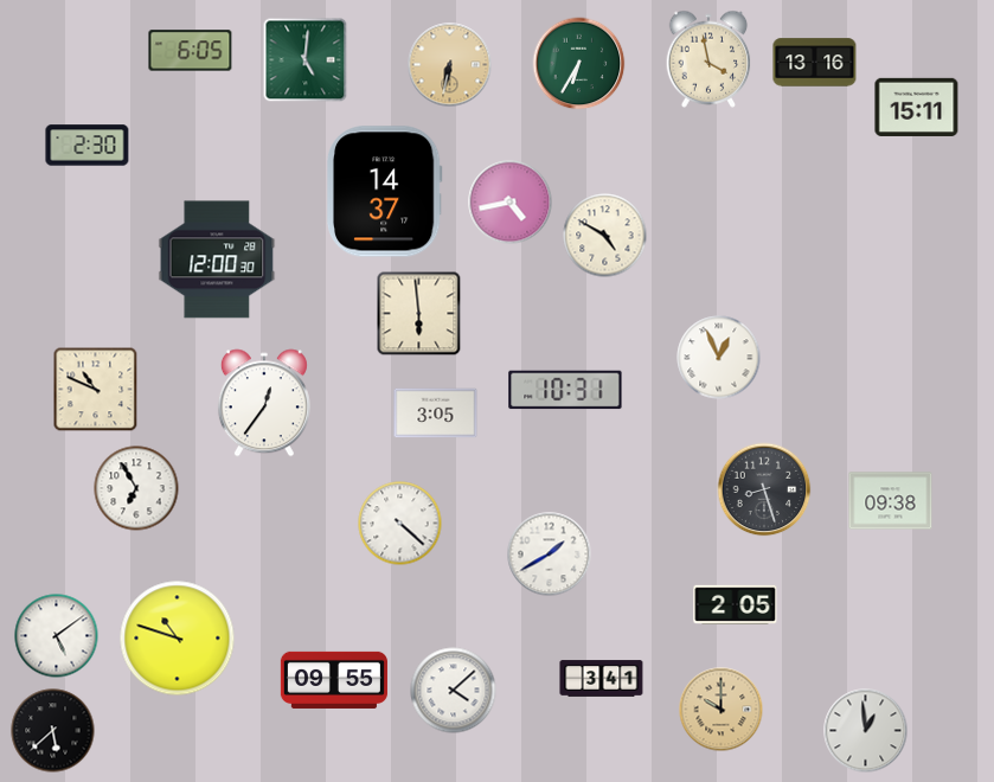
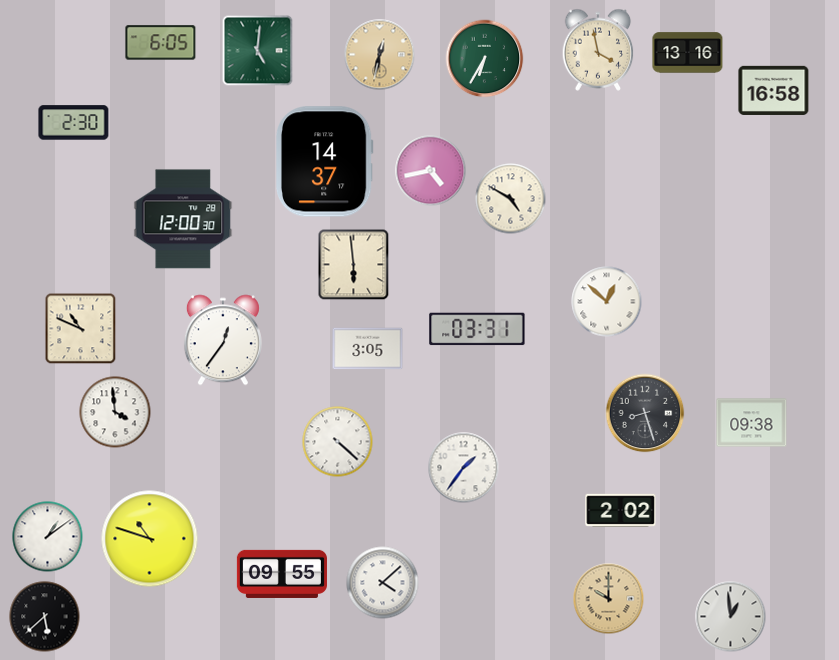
clock at (579, 64) position: (579, 64) -> (485, 59)
clock at (450, 65): 6:32 -> 12:32
clock at (917, 107): 15:11 -> 16:58
clock at (719, 358): 12:56 -> 12:52
clock at (565, 390): 10:31 -> 03:31
clock at (136, 488): 6:55 -> 3:59
clock at (550, 555): 1:40 -> 1:36
clock at (736, 604): 2:05 -> 2:02
clock at (57, 636): 5:09 -> 1:09
clock at (602, 679): 3:41 -> none
